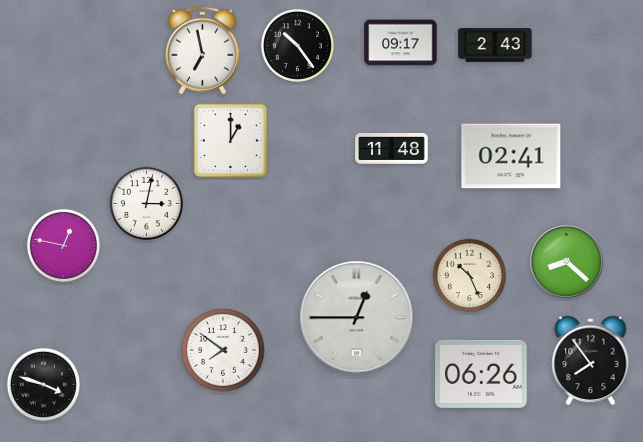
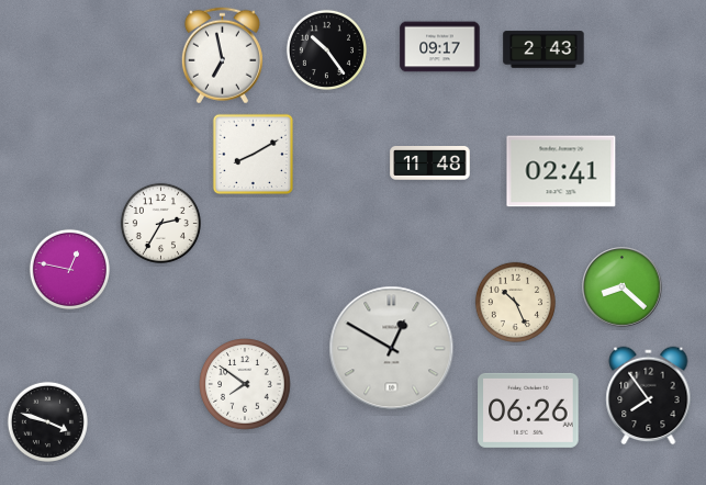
clock at (231, 141): 1:00 -> 8:10
clock at (146, 203): 3:02 -> 2:35
clock at (357, 318): 12:45 -> 12:50
